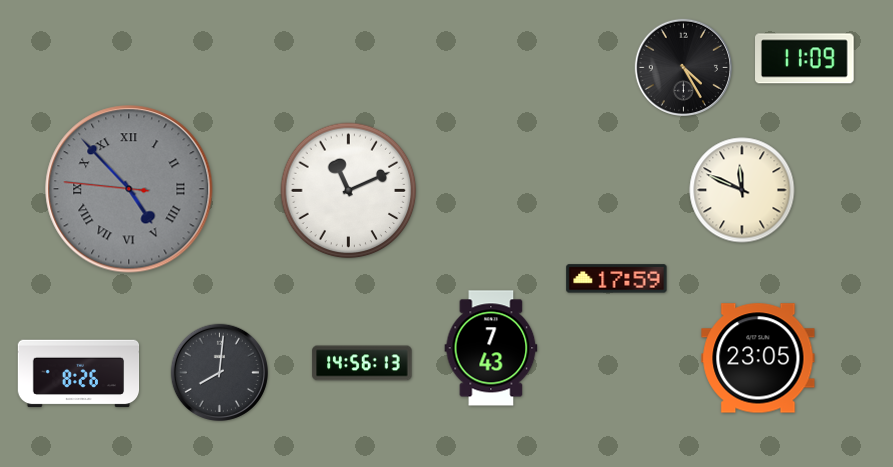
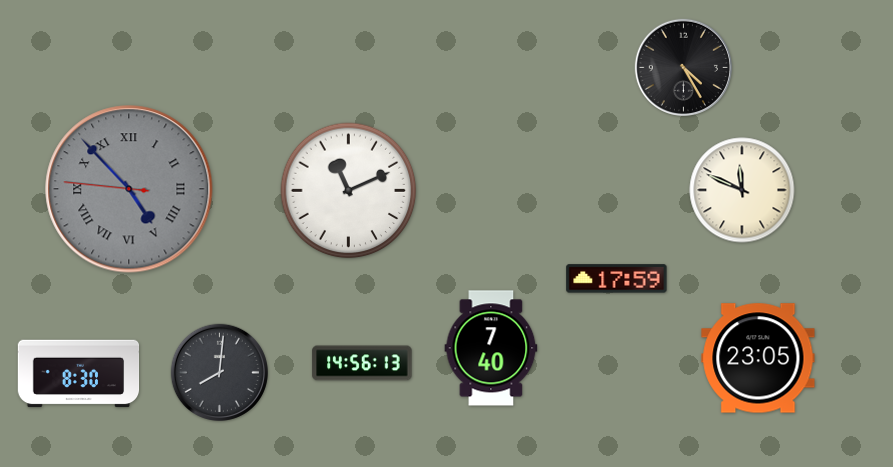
clock at (805, 59): 11:09 -> none
clock at (491, 348): 7:43 -> 7:40
clock at (79, 374): 8:26 -> 8:30
